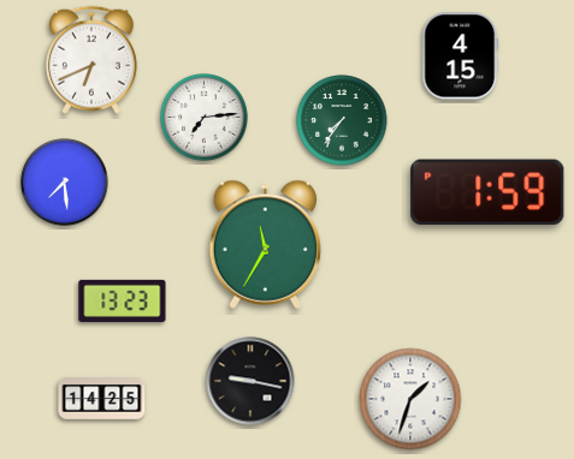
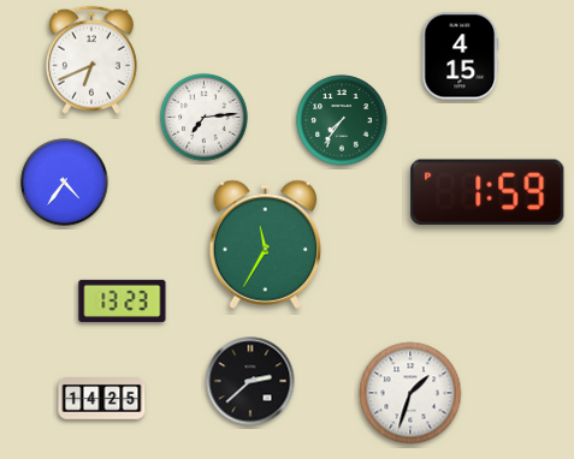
clock at (65, 183): 7:29 -> 4:36
clock at (250, 381): 9:17 -> 2:38
clock at (410, 399) position: (410, 399) -> (410, 393)
